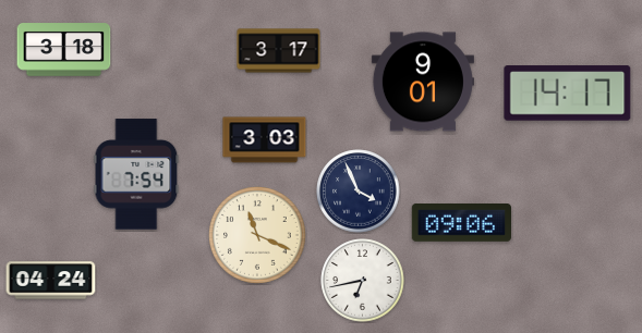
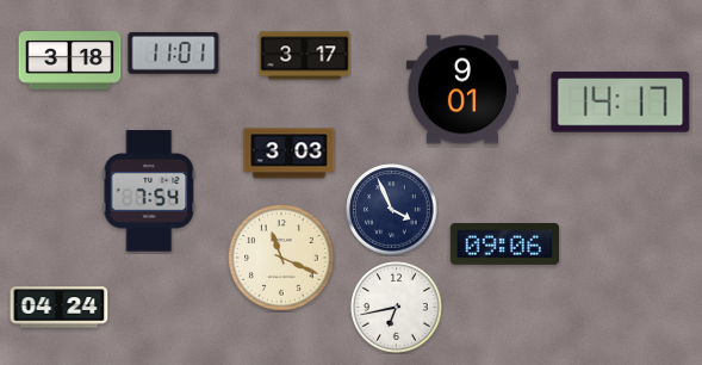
clock at (174, 52): none -> 11:01
clock at (64, 50) position: (64, 50) -> (70, 61)
clock at (51, 281) position: (51, 281) -> (60, 308)
